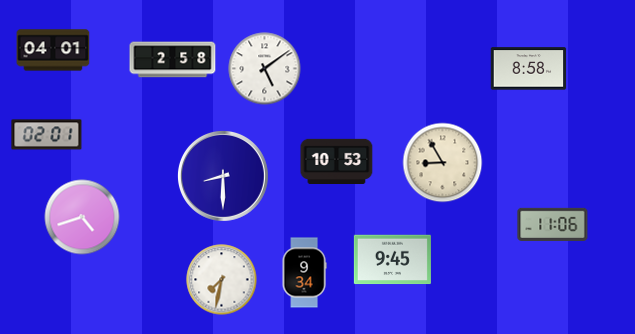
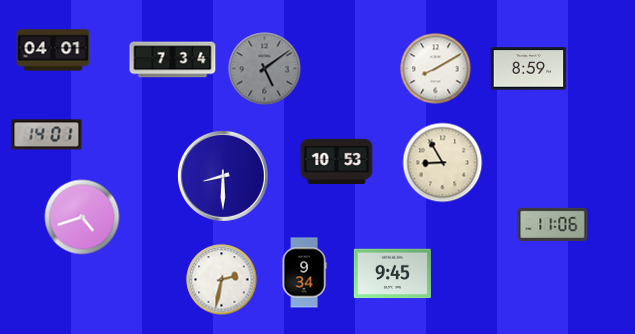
clock at (173, 60): 2:58 -> 7:34
clock at (265, 69) dial: white -> grey
clock at (436, 69): none -> 8:10
clock at (529, 69): 8:58 -> 8:59
clock at (47, 135): 02:01 -> 14:01
clock at (392, 260) position: (392, 260) -> (392, 274)
clock at (222, 280): 7:32 -> 2:32
